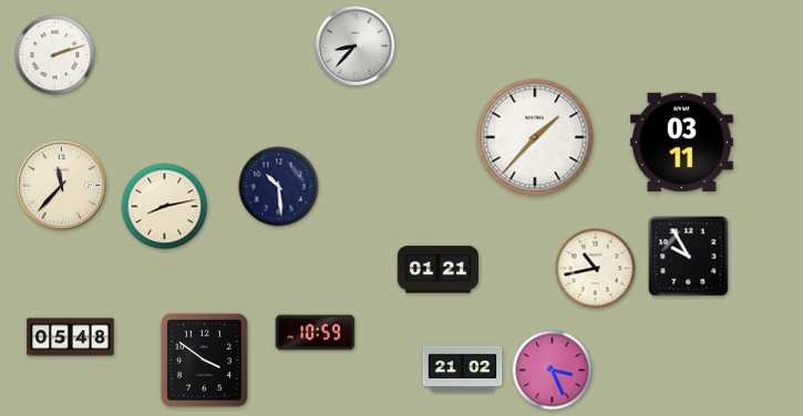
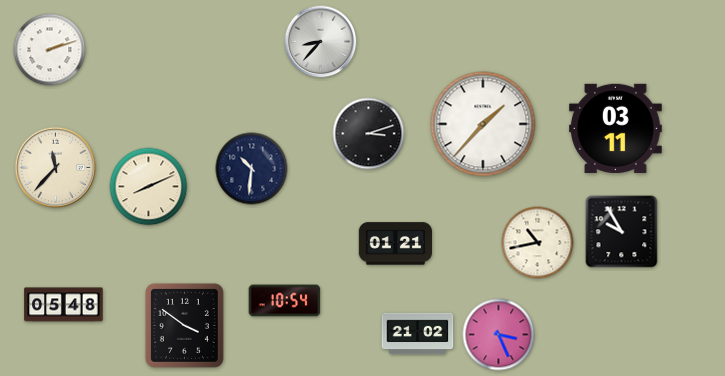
clock at (369, 134): none -> 3:12
clock at (279, 187): 10:29 -> 10:31
clock at (165, 207): 8:13 -> 8:11
clock at (316, 333): 10:59 -> 10:54
